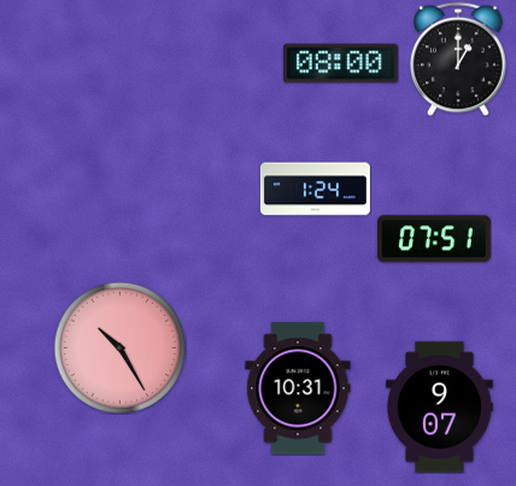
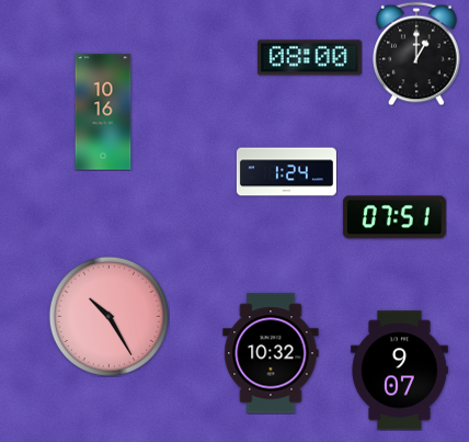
clock at (103, 112): none -> 10:16
clock at (298, 388): 10:31 -> 10:32
